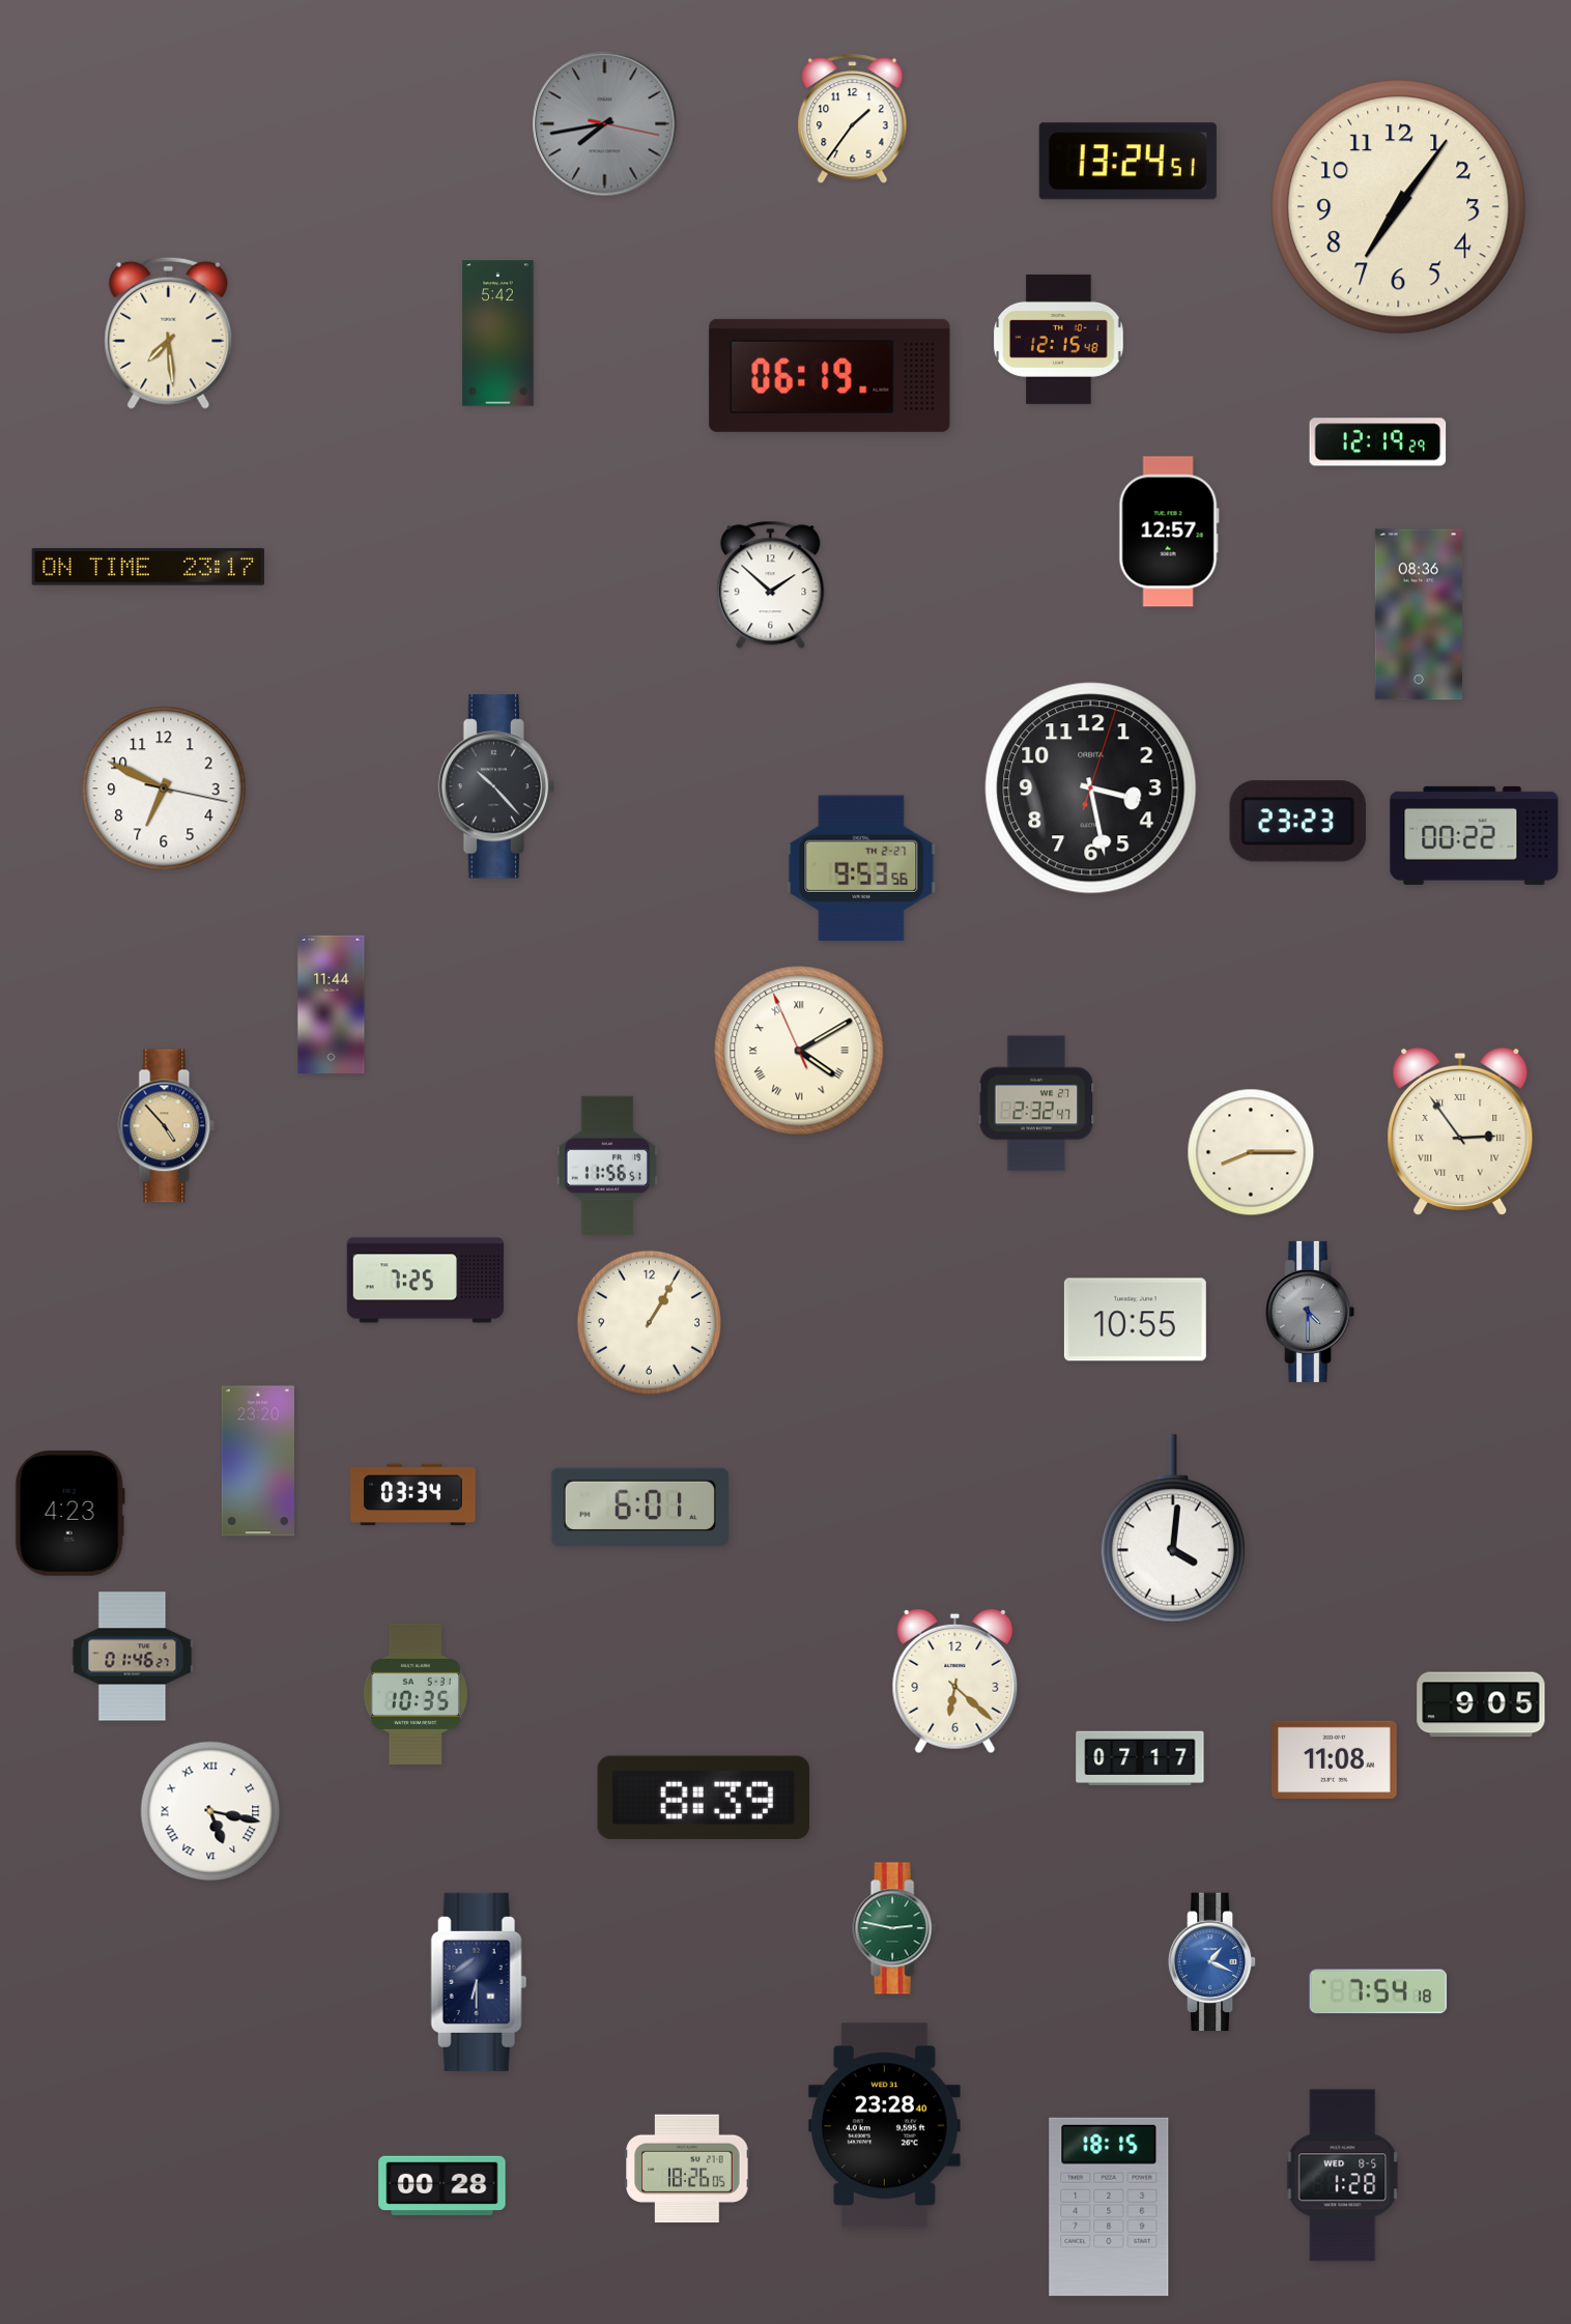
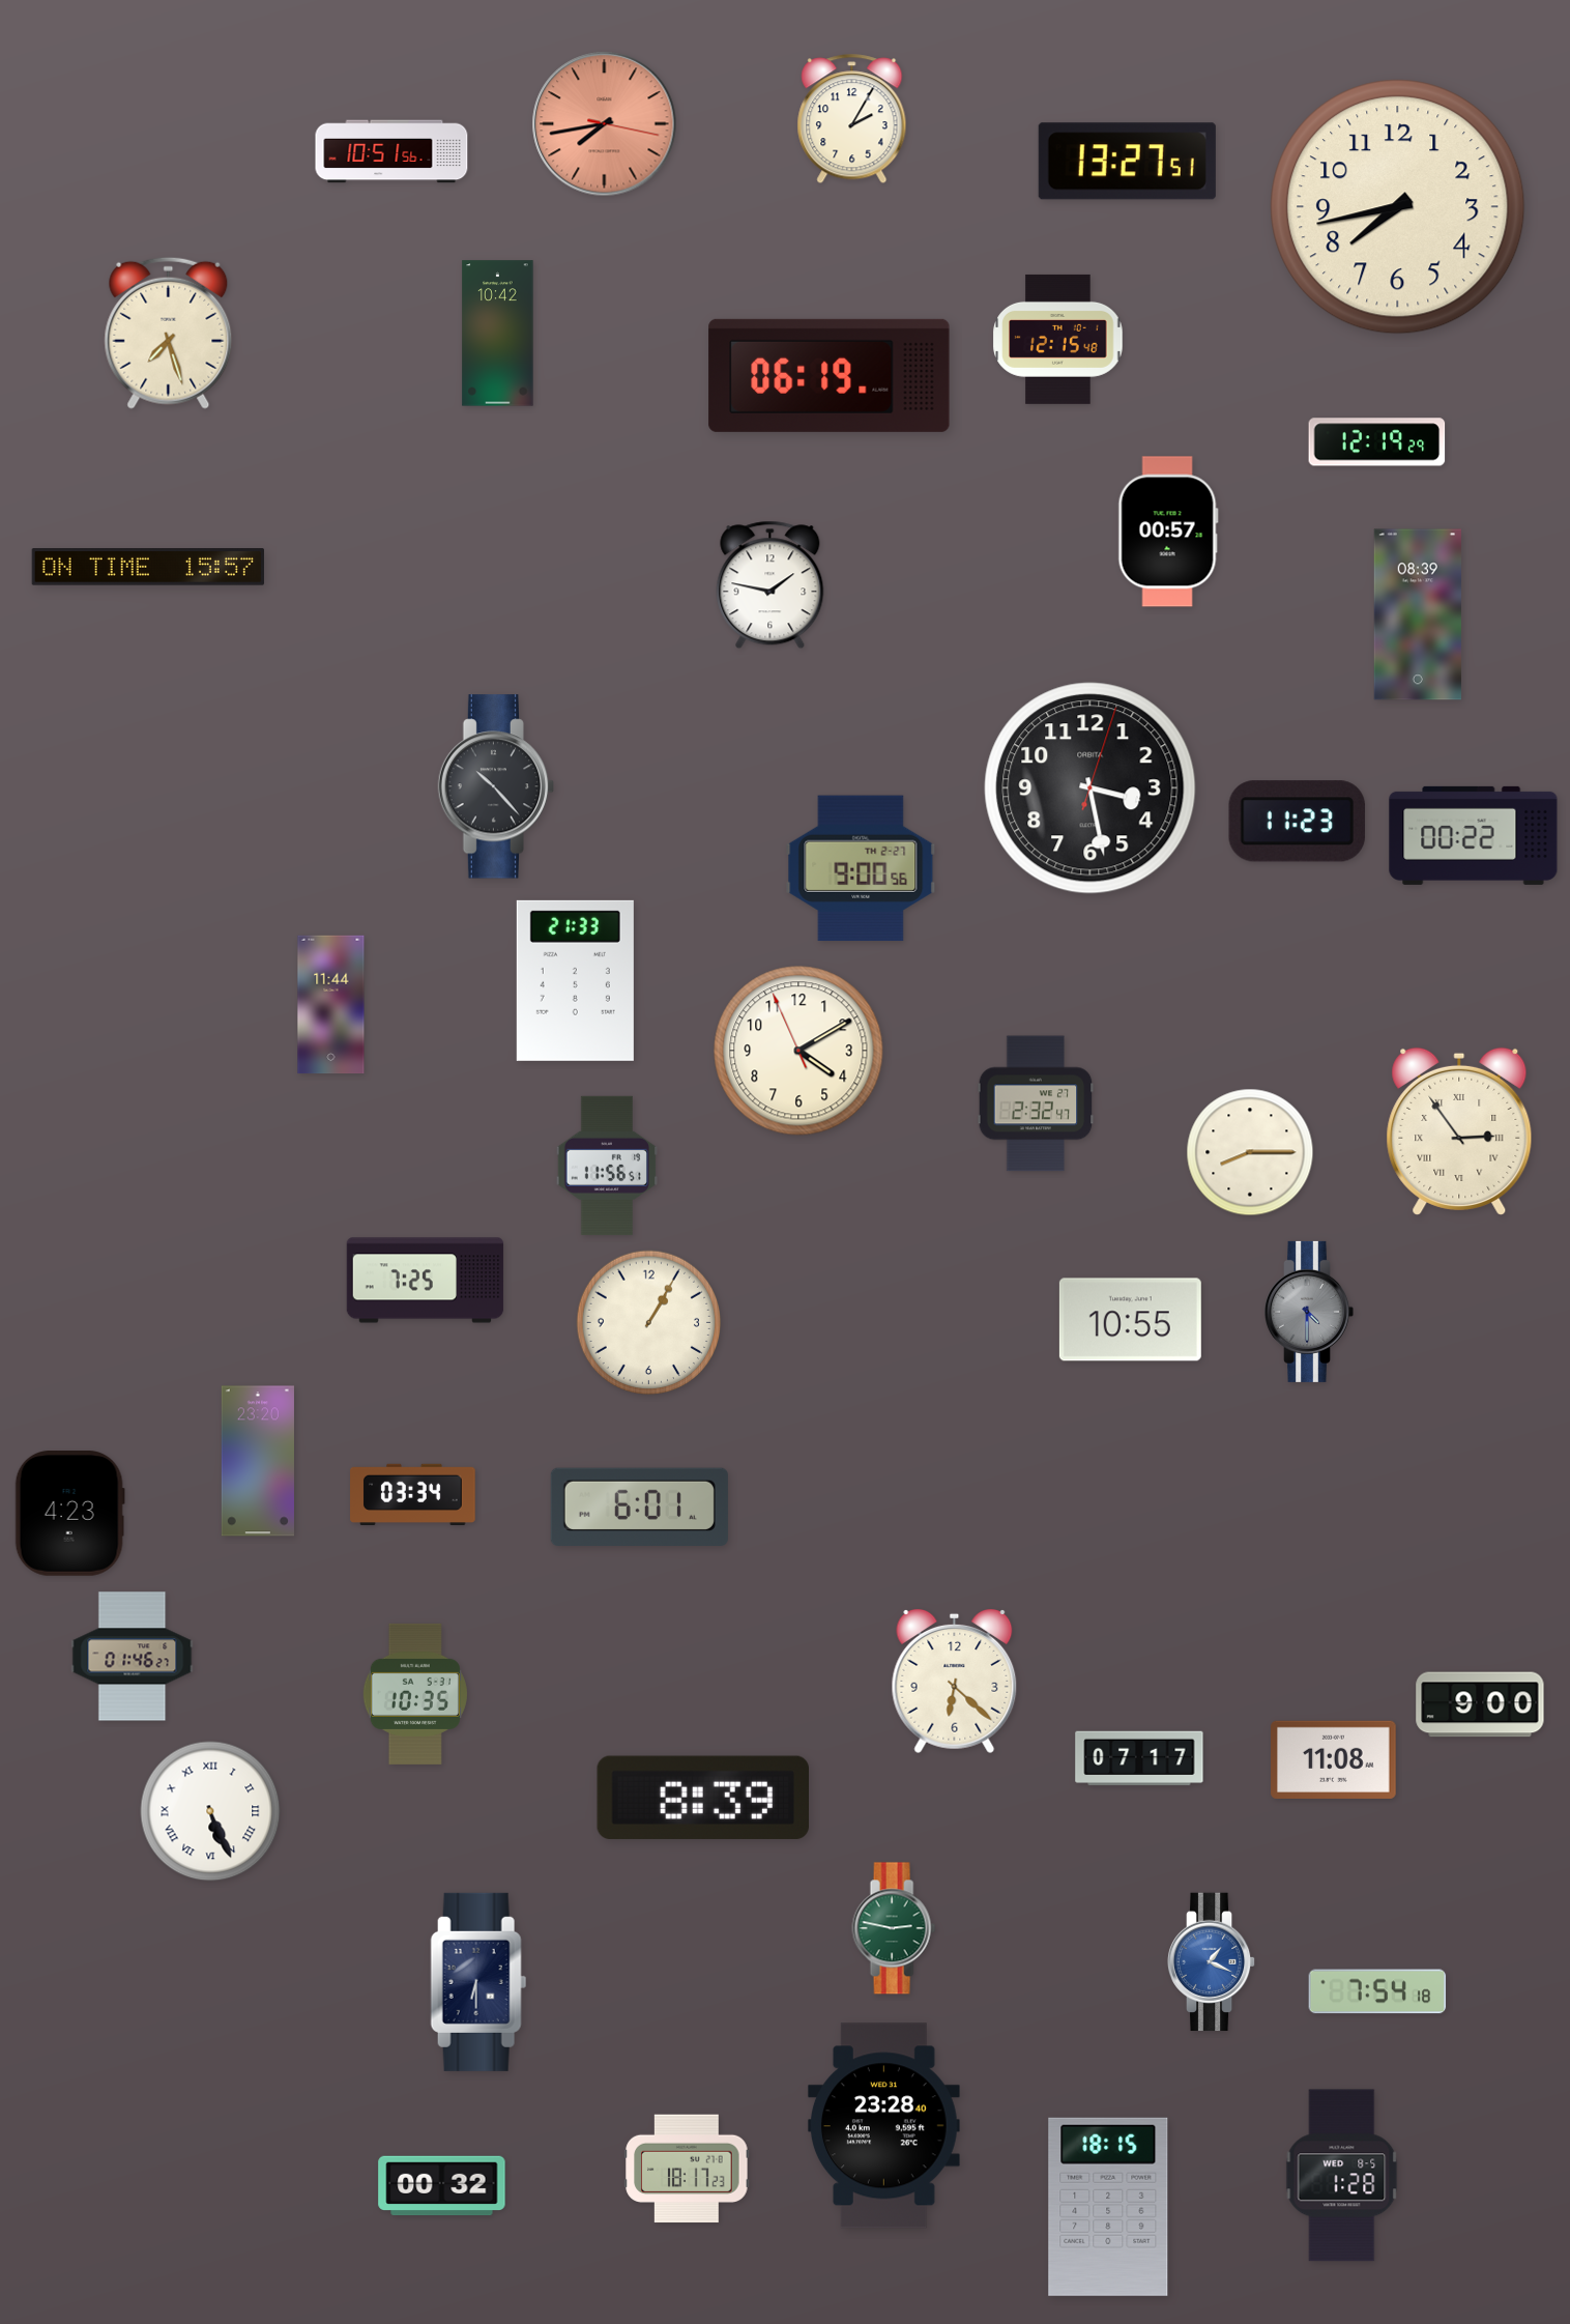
clock at (853, 119): 1:36 -> 2:05
clock at (605, 124) dial: grey -> salmon
clock at (391, 151): none -> 10:51
clock at (1127, 162): 13:24 -> 13:27
clock at (1399, 207): 7:06 -> 7:43
clock at (169, 333): 7:29 -> 7:27
clock at (498, 334): 5:42 -> 10:42
clock at (1169, 532): 12:57 -> 00:57
clock at (148, 567): 23:17 -> 15:57
clock at (771, 585): 1:52 -> 1:47
clock at (1419, 614): 08:36 -> 08:39
clock at (164, 788): 6:49 -> none
clock at (1298, 822): 23:23 -> 11:23
clock at (861, 868): 9:53 -> 9:00
clock at (575, 980): none -> 21:33
clock at (799, 1051) numerals: Roman -> Arabic
clock at (167, 1126): 4:53 -> none
clock at (1135, 1320) position: (1135, 1320) -> (1130, 1320)
clock at (1173, 1528): 4:01 -> none
clock at (1481, 1704): 9:05 -> 9:00
clock at (210, 1811): 5:17 -> 5:26
clock at (687, 2169): 18:26 -> 18:17
clock at (442, 2186): 00:28 -> 00:32
